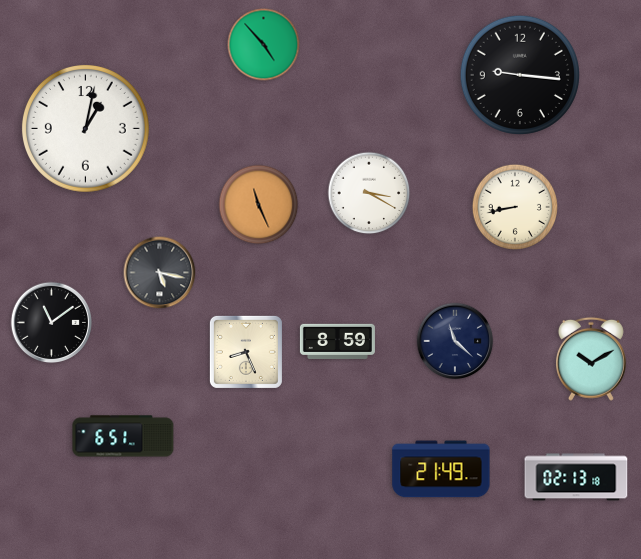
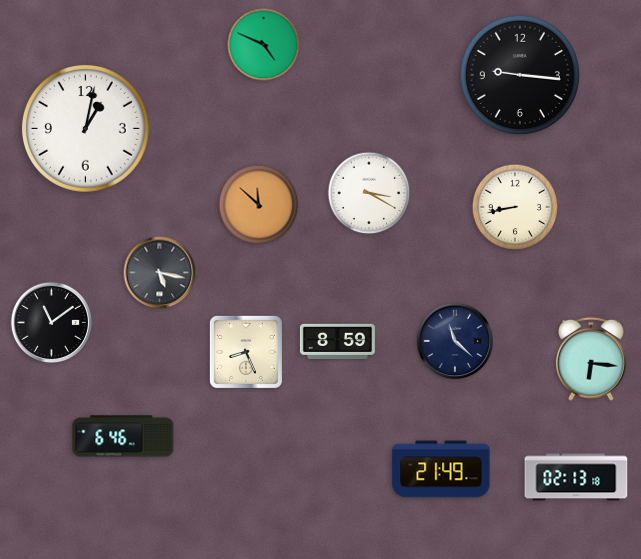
clock at (264, 45): 4:53 -> 4:49
clock at (259, 205): 11:26 -> 11:52
clock at (591, 359): 10:10 -> 6:16
clock at (123, 436): 6:51 -> 6:46
